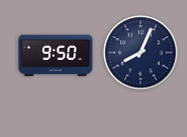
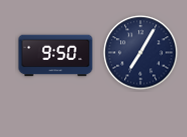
clock at (141, 53): 8:04 -> 7:05
